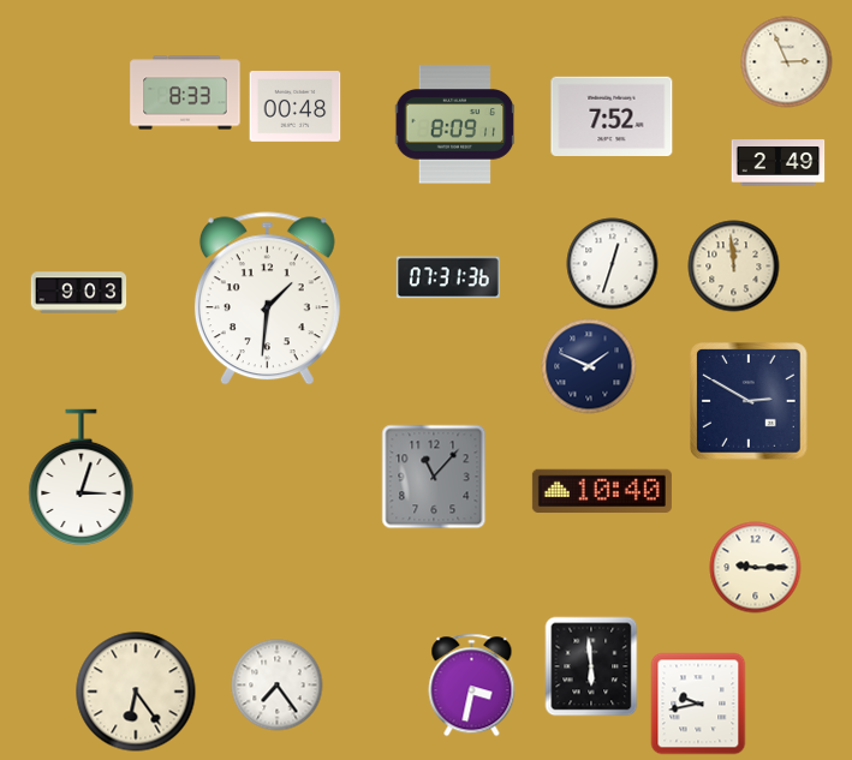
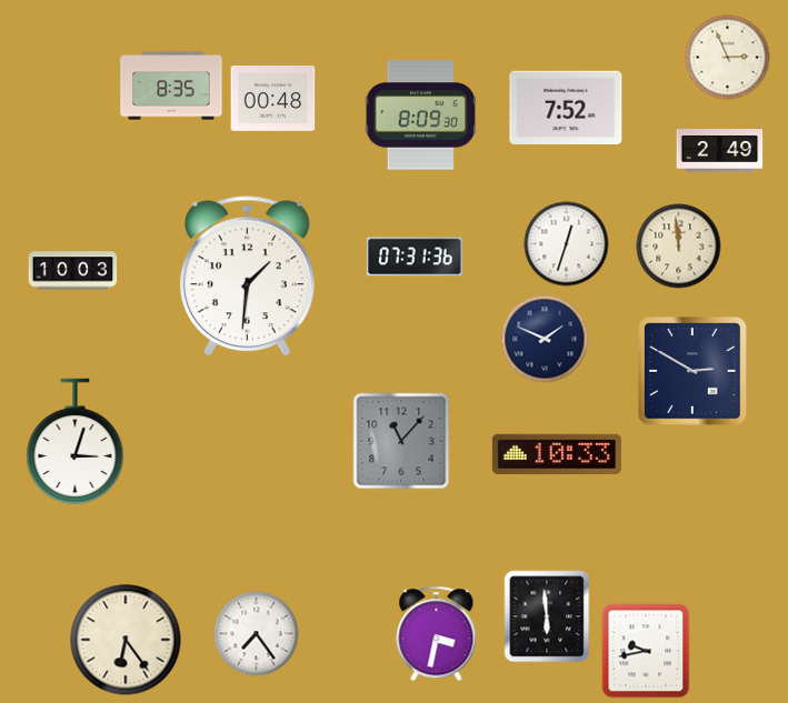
clock at (185, 92): 8:33 -> 8:35
clock at (455, 125): 8:09:11 -> 8:09:30
clock at (79, 293): 9:03 -> 10:03
clock at (602, 491): 10:40 -> 10:33
clock at (756, 568): 9:15 -> none
